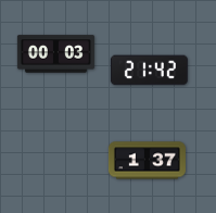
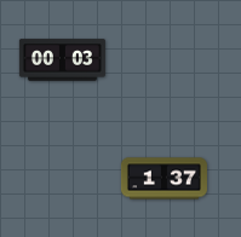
clock at (149, 71): 21:42 -> none
